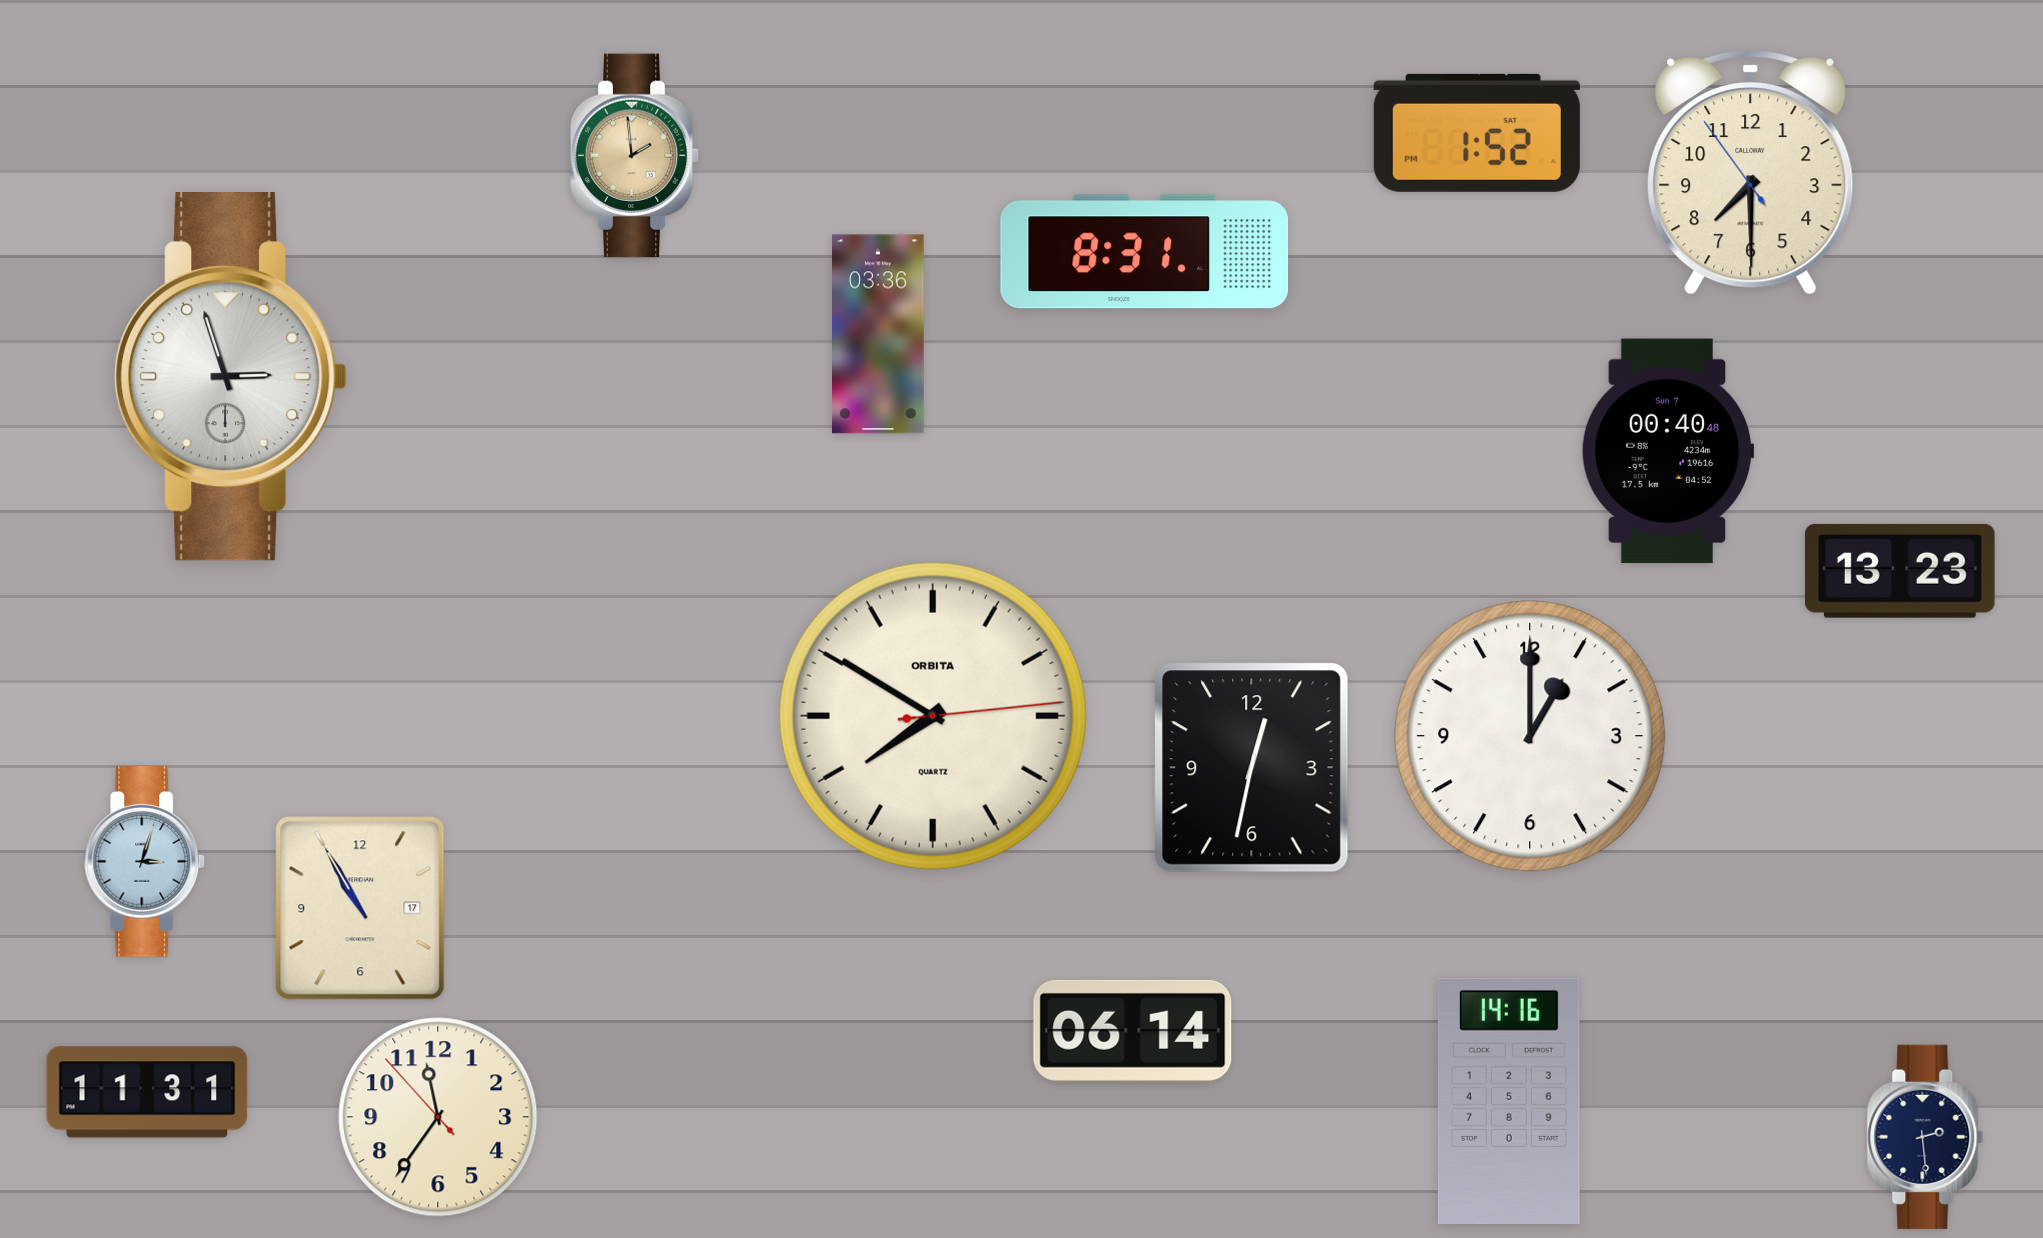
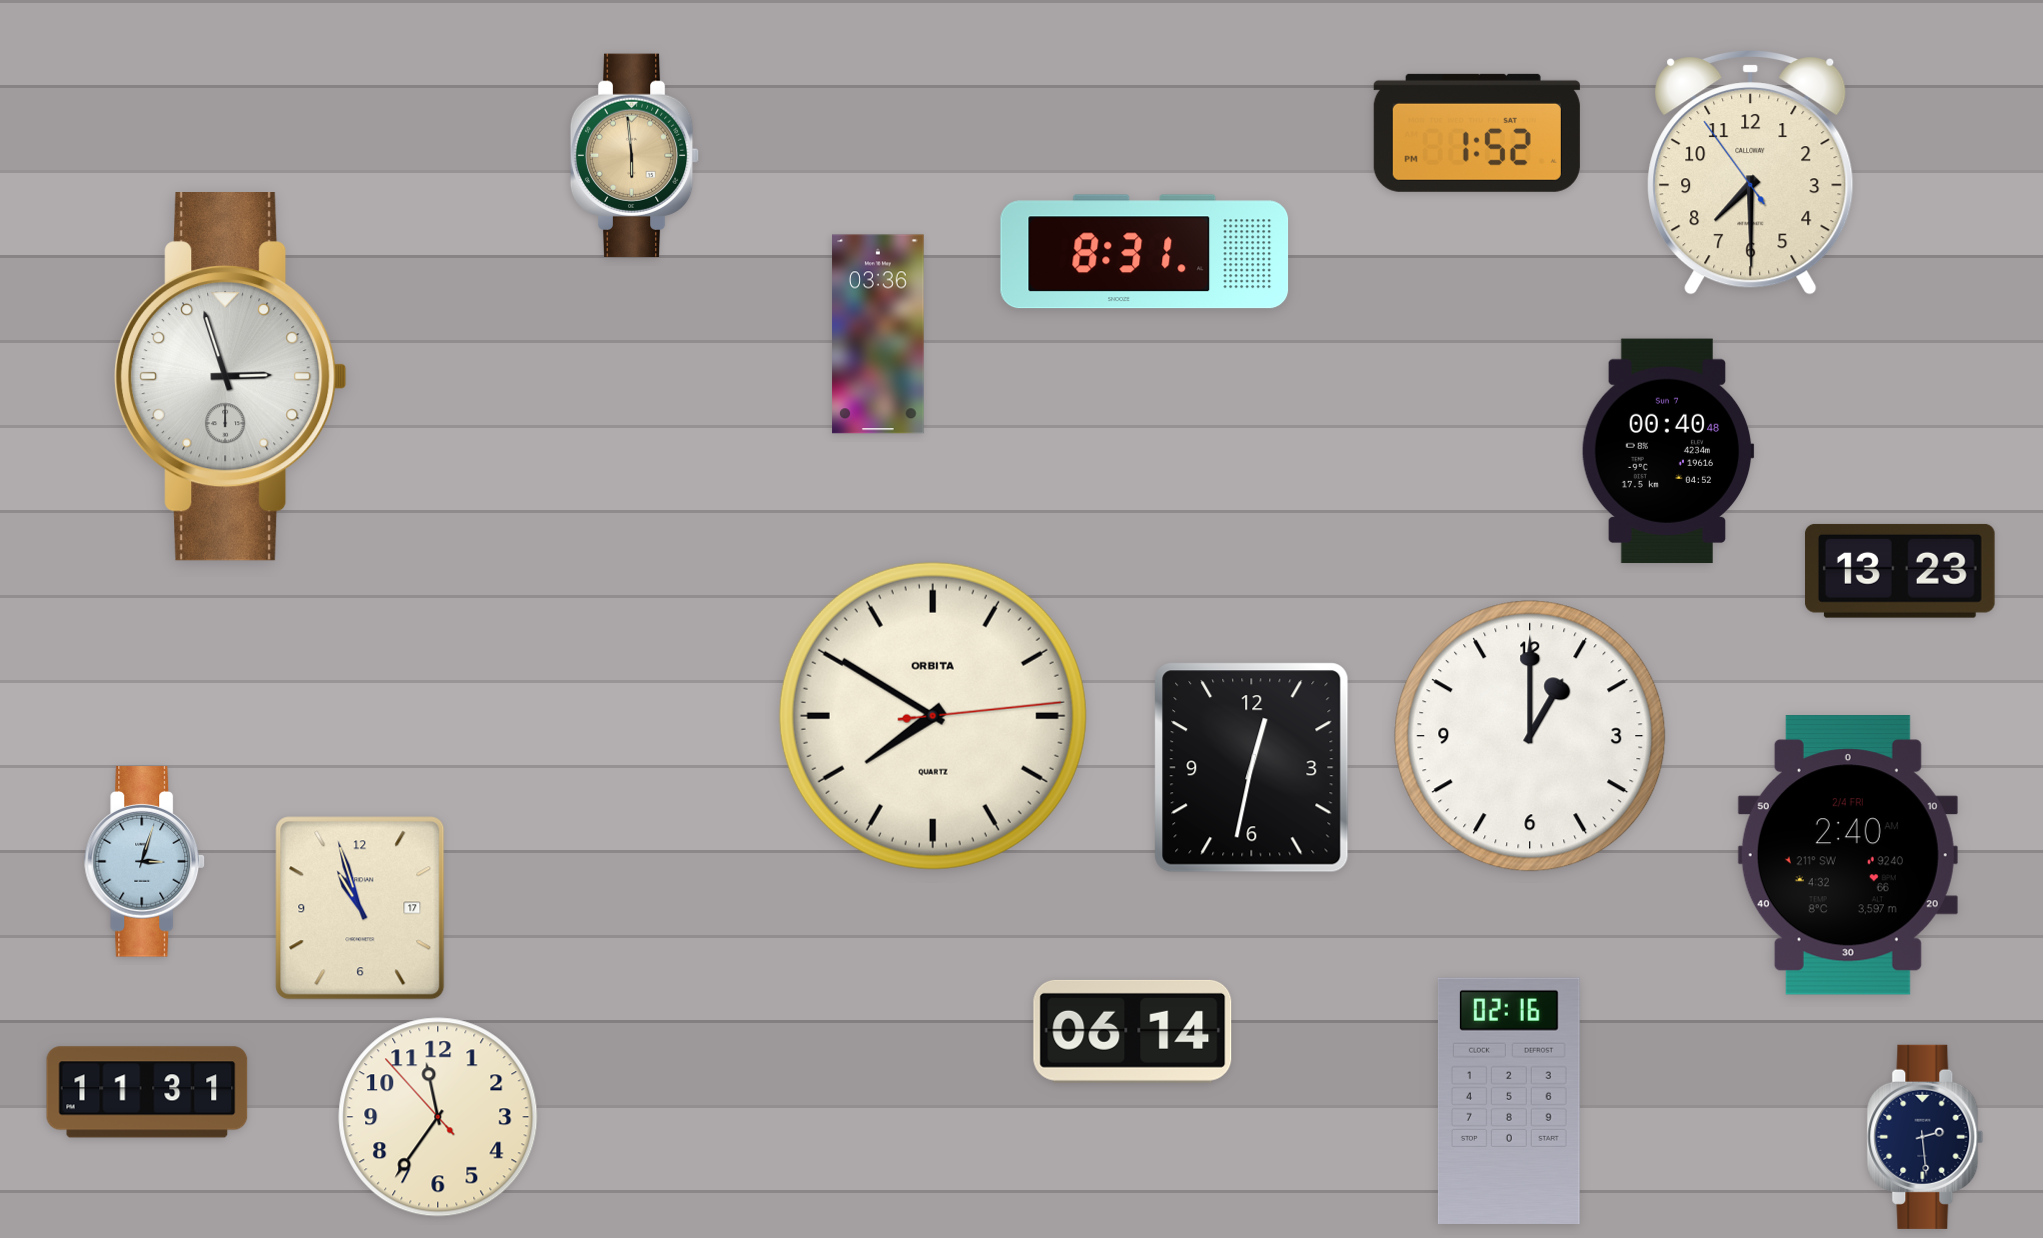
clock at (635, 155): 1:59 -> 5:59
clock at (1848, 855): none -> 2:40
clock at (360, 908): 10:55 -> 10:57
clock at (1509, 1100): 14:16 -> 02:16
